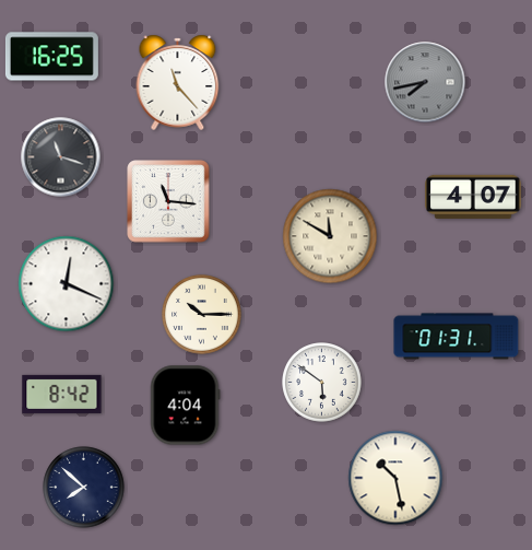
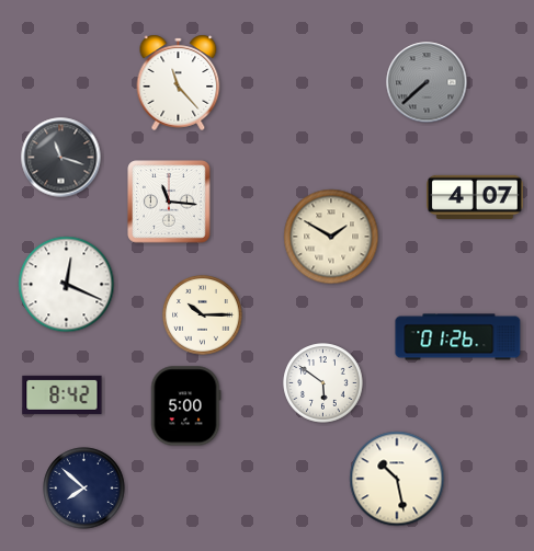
clock at (51, 57): 16:25 -> none
clock at (425, 82): 7:43 -> 7:38
clock at (330, 236): 11:50 -> 1:50
clock at (457, 337): 01:31 -> 01:26
clock at (185, 406): 4:04 -> 5:00
